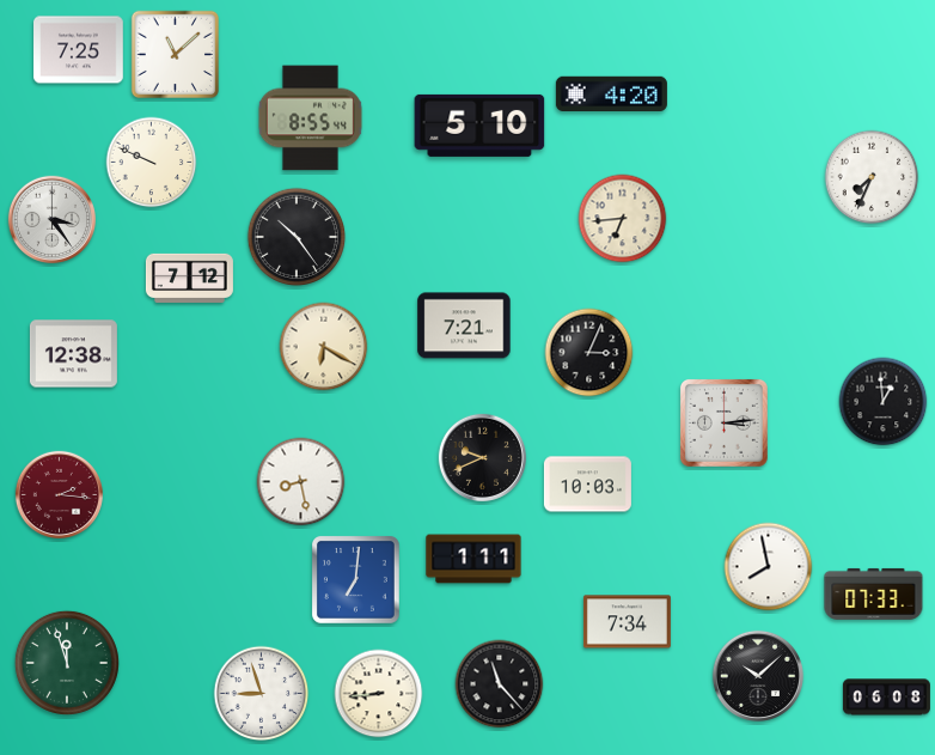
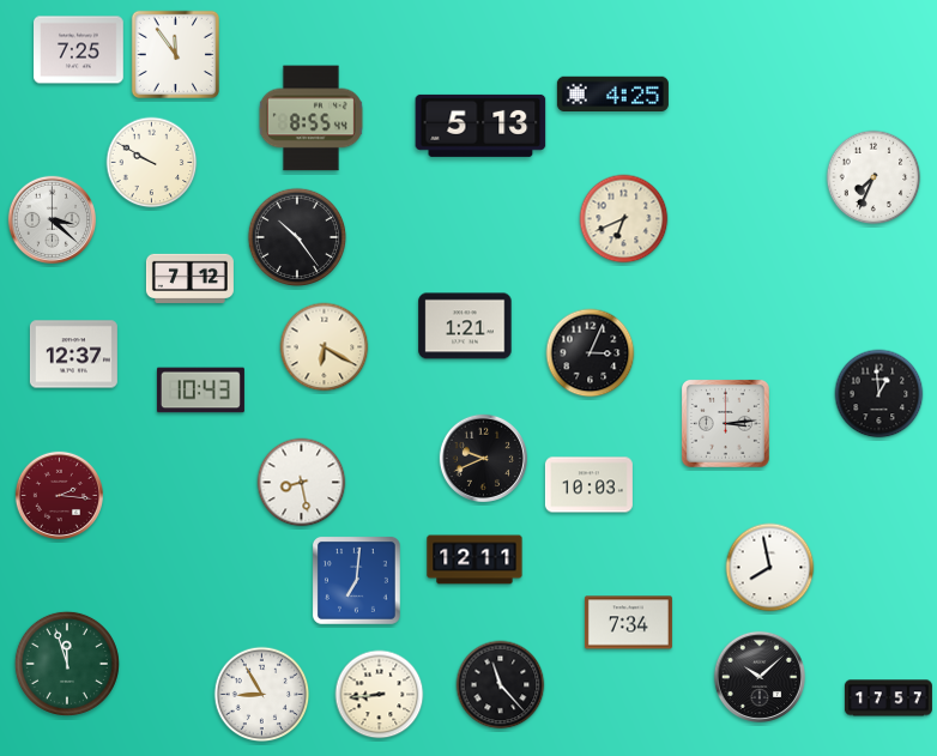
clock at (175, 54): 11:08 -> 11:54
clock at (611, 95): 4:20 -> 4:25
clock at (479, 126): 5:10 -> 5:13
clock at (152, 163): 9:49 -> 9:50
clock at (51, 219): 3:24 -> 3:22
clock at (623, 219): 6:44 -> 6:41
clock at (464, 325): 7:21 -> 1:21
clock at (73, 354): 12:38 -> 12:37
clock at (200, 391): none -> 10:43
clock at (884, 402) position: (884, 402) -> (879, 394)
clock at (473, 559): 1:11 -> 12:11
clock at (874, 593): 07:33 -> none
clock at (262, 694): 8:57 -> 8:55
clock at (886, 698): 06:08 -> 17:57
